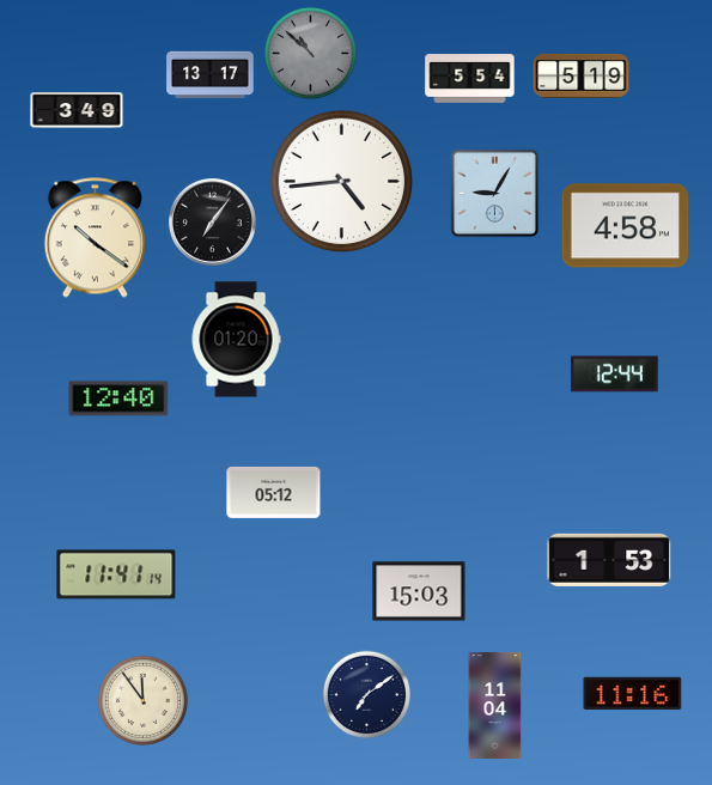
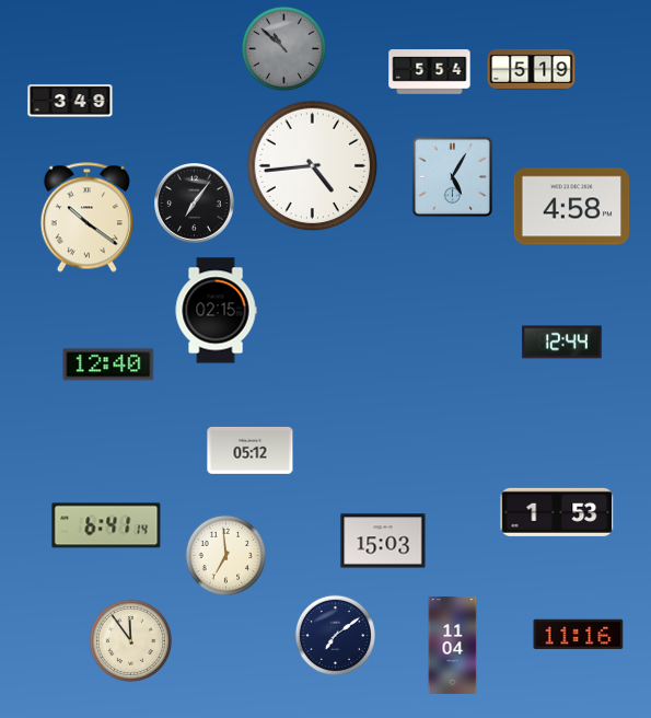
clock at (211, 75): 13:17 -> none
clock at (495, 194): 9:05 -> 5:05
clock at (236, 340): 01:20 -> 02:15
clock at (116, 574): 11:41 -> 6:41
clock at (225, 555): none -> 6:59
